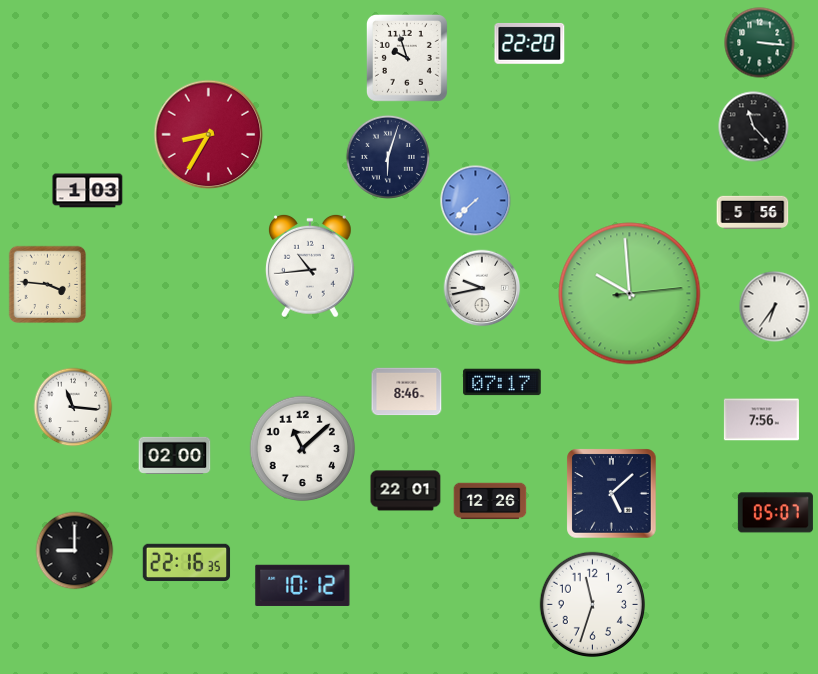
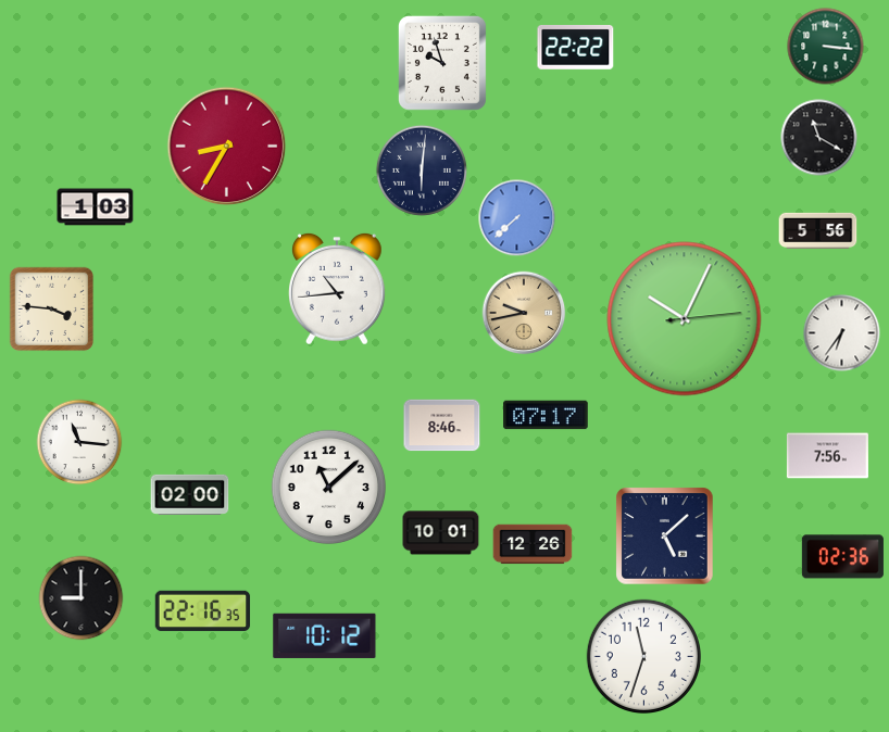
clock at (530, 43): 22:20 -> 22:22
clock at (754, 127): 11:23 -> 11:20
clock at (388, 157): 6:03 -> 6:01
clock at (482, 288) dial: white -> champagne
clock at (630, 294): 9:59 -> 10:04
clock at (406, 491): 22:01 -> 10:01
clock at (775, 513): 05:07 -> 02:36
clock at (303, 585) position: (303, 585) -> (325, 635)
